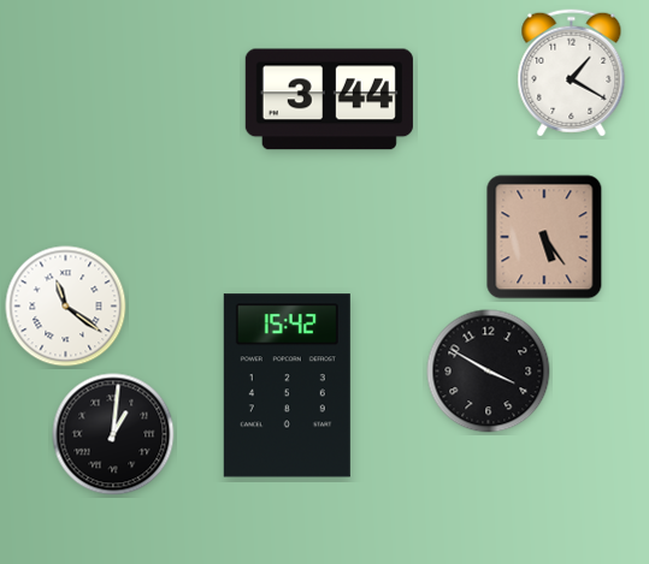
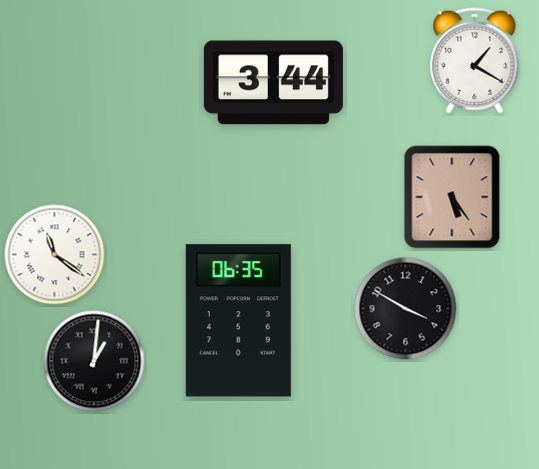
clock at (287, 386): 15:42 -> 06:35
